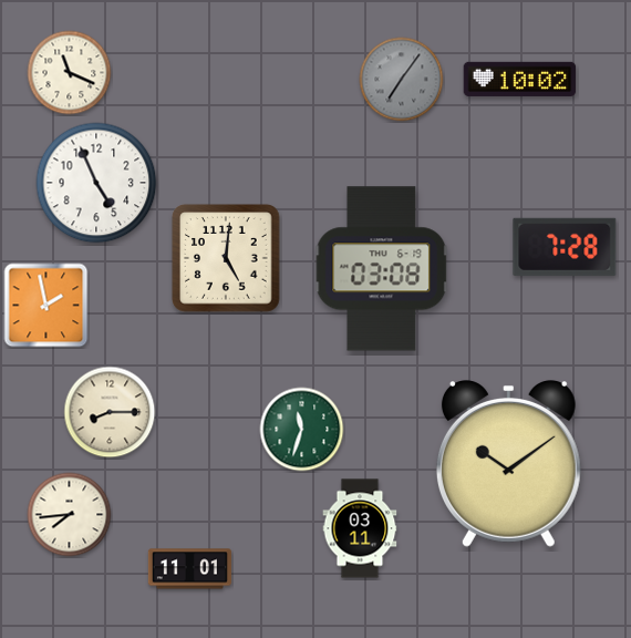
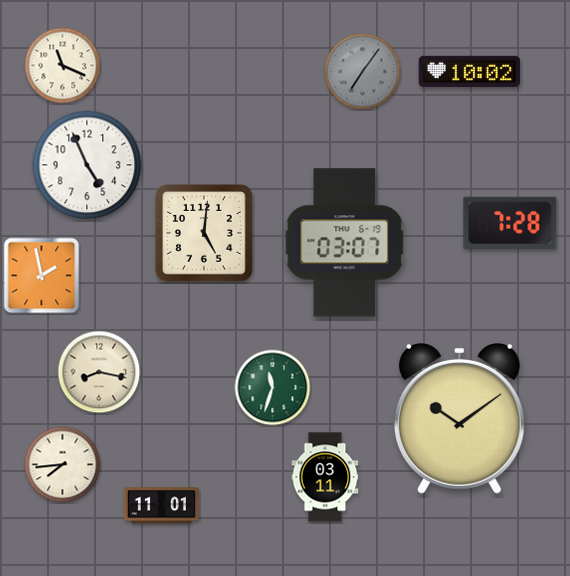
clock at (382, 269): 03:08 -> 03:07
clock at (110, 412): 8:15 -> 8:17
clock at (189, 569) position: (189, 569) -> (161, 506)
